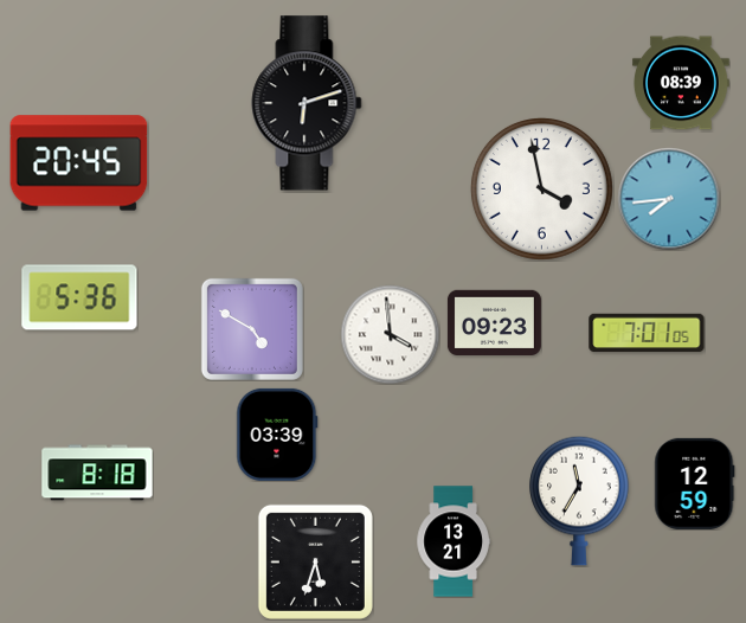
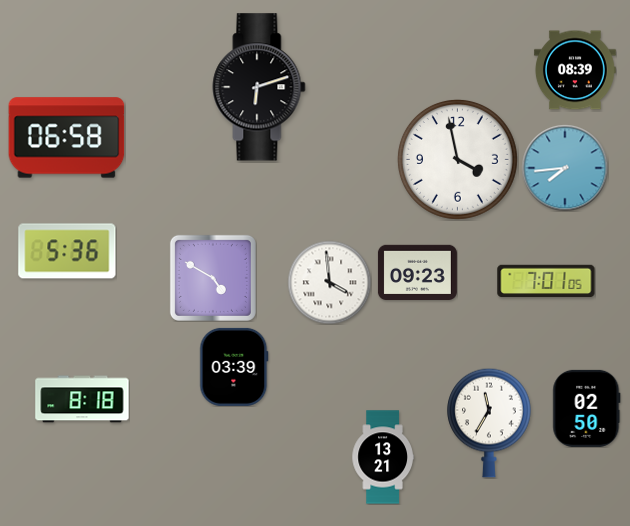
clock at (79, 163): 20:45 -> 06:58
clock at (695, 483): 12:59 -> 02:50
clock at (315, 561): 5:33 -> none
